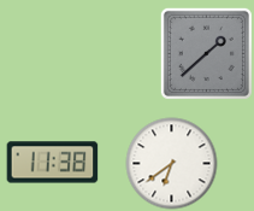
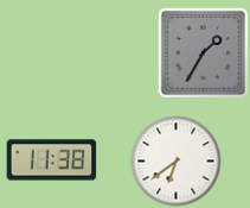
clock at (206, 53): 1:38 -> 1:35
clock at (172, 164) position: (172, 164) -> (177, 162)
